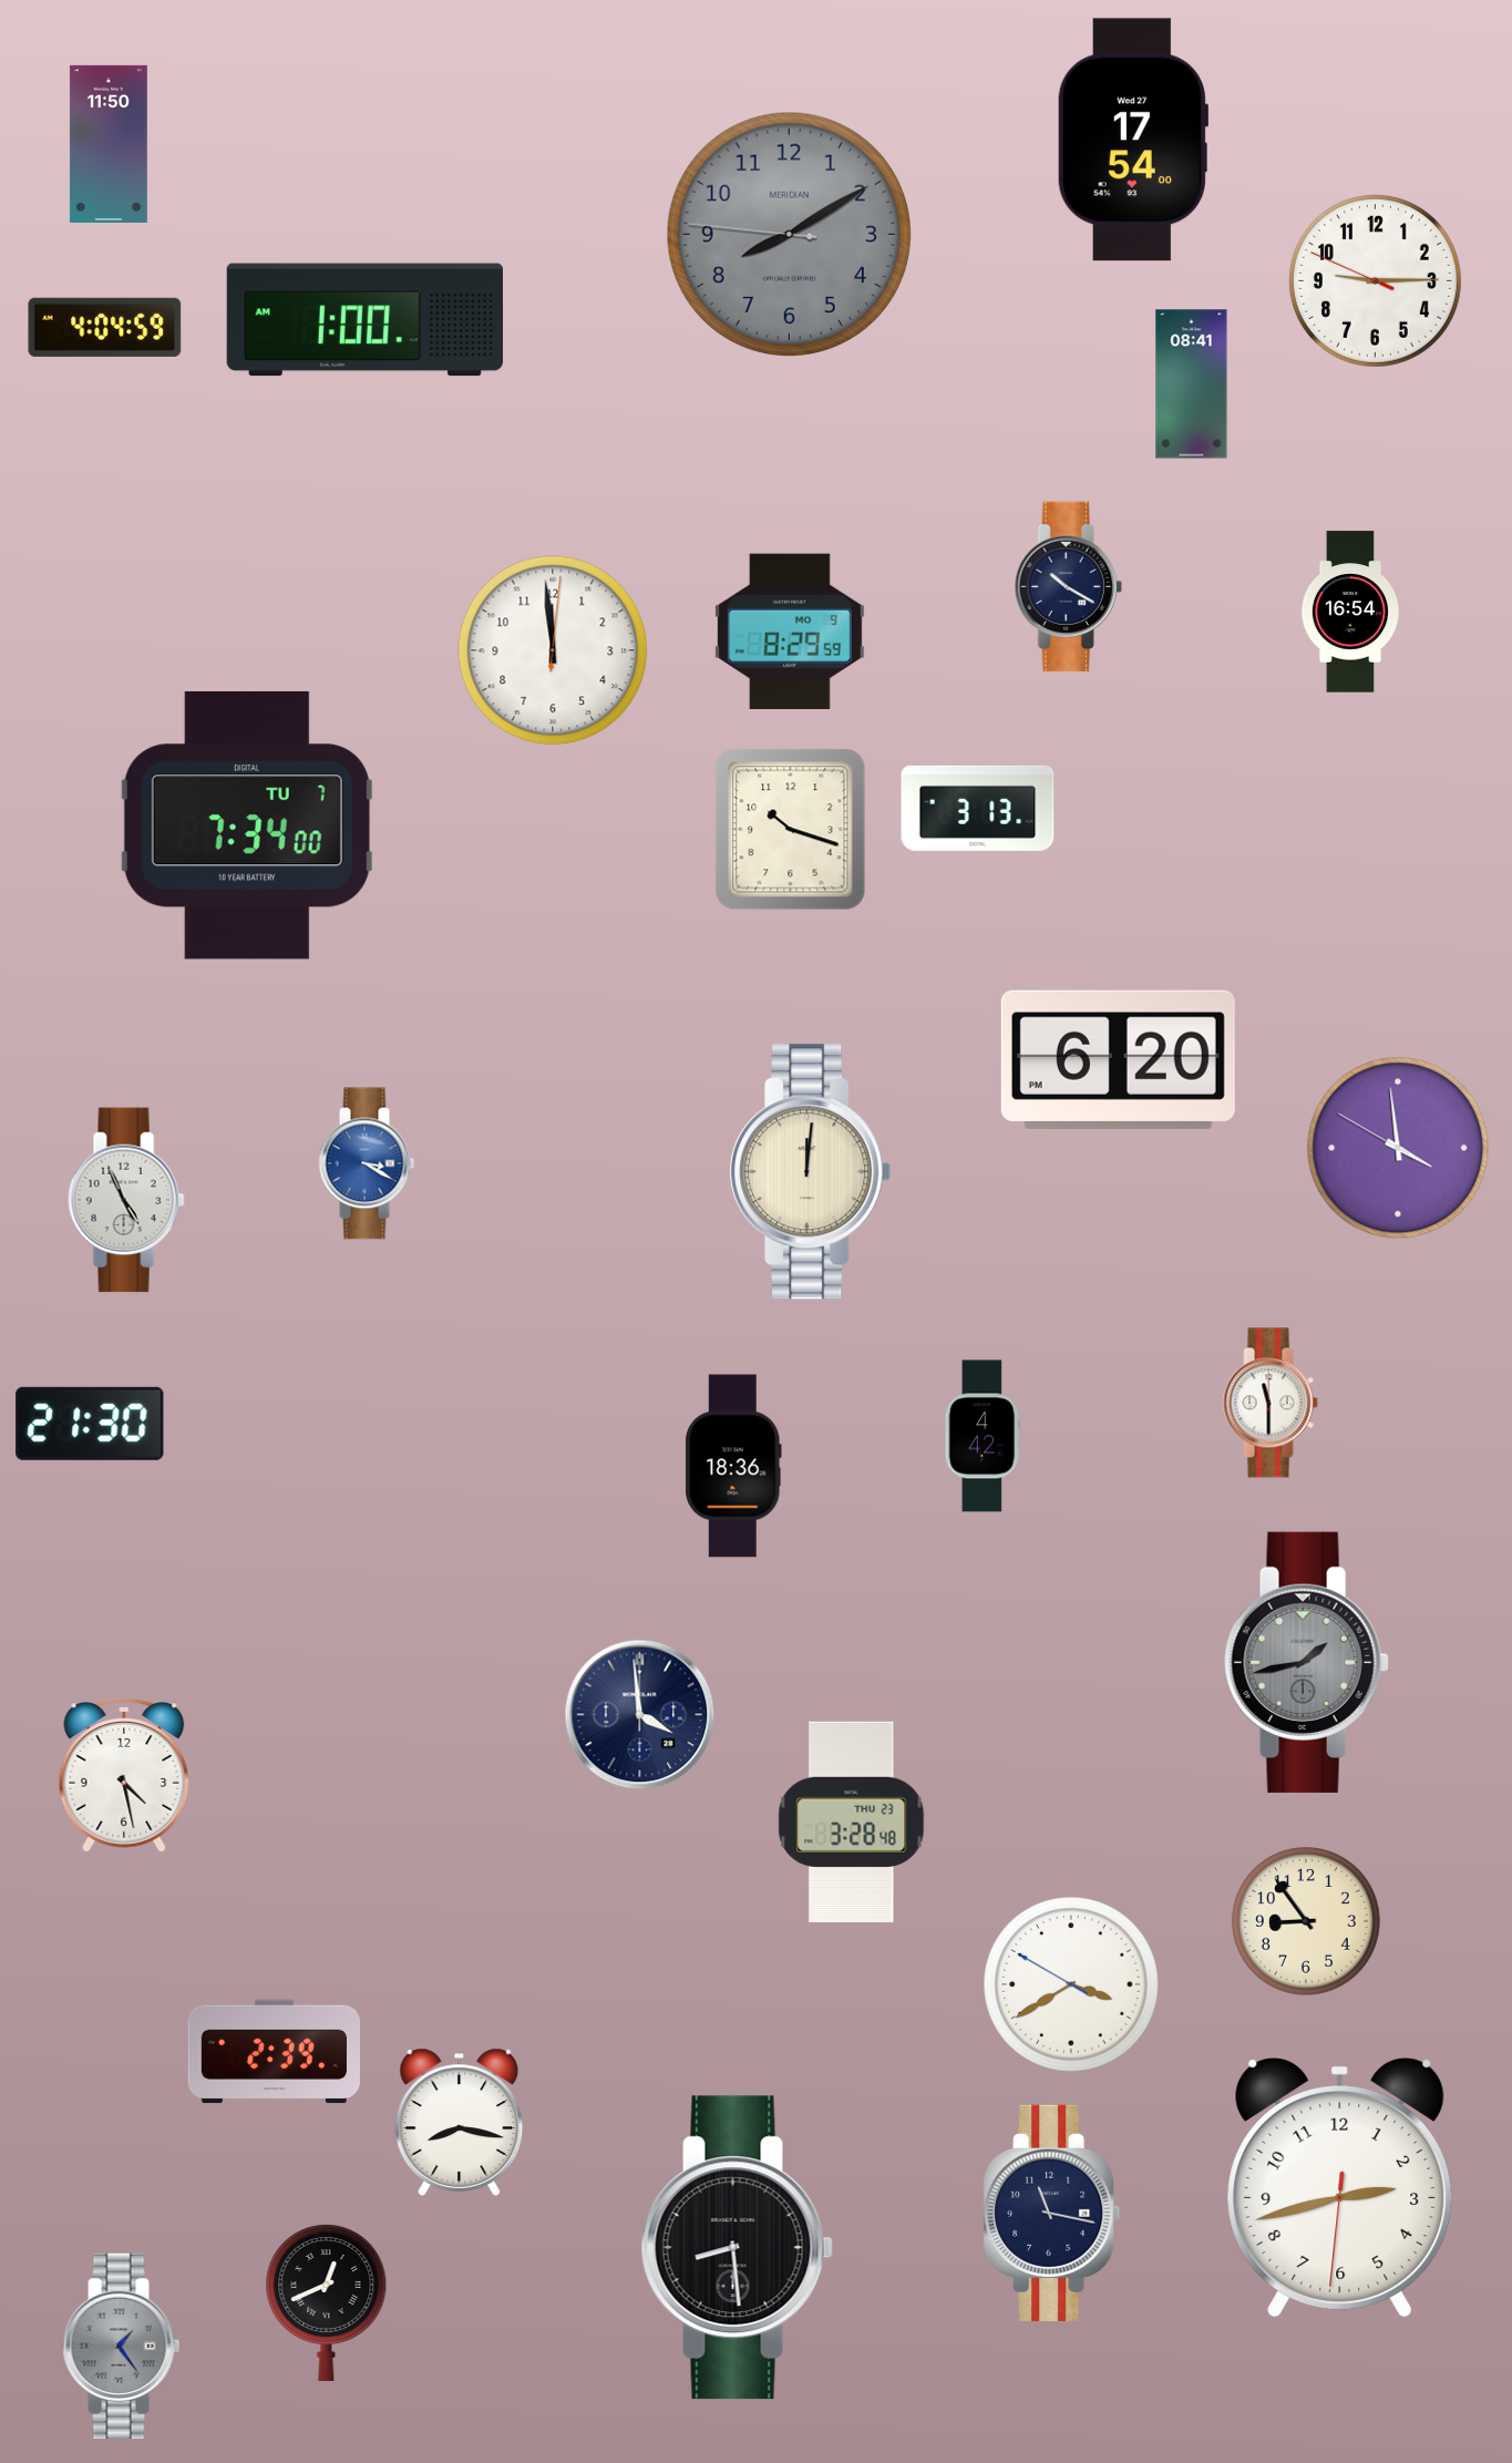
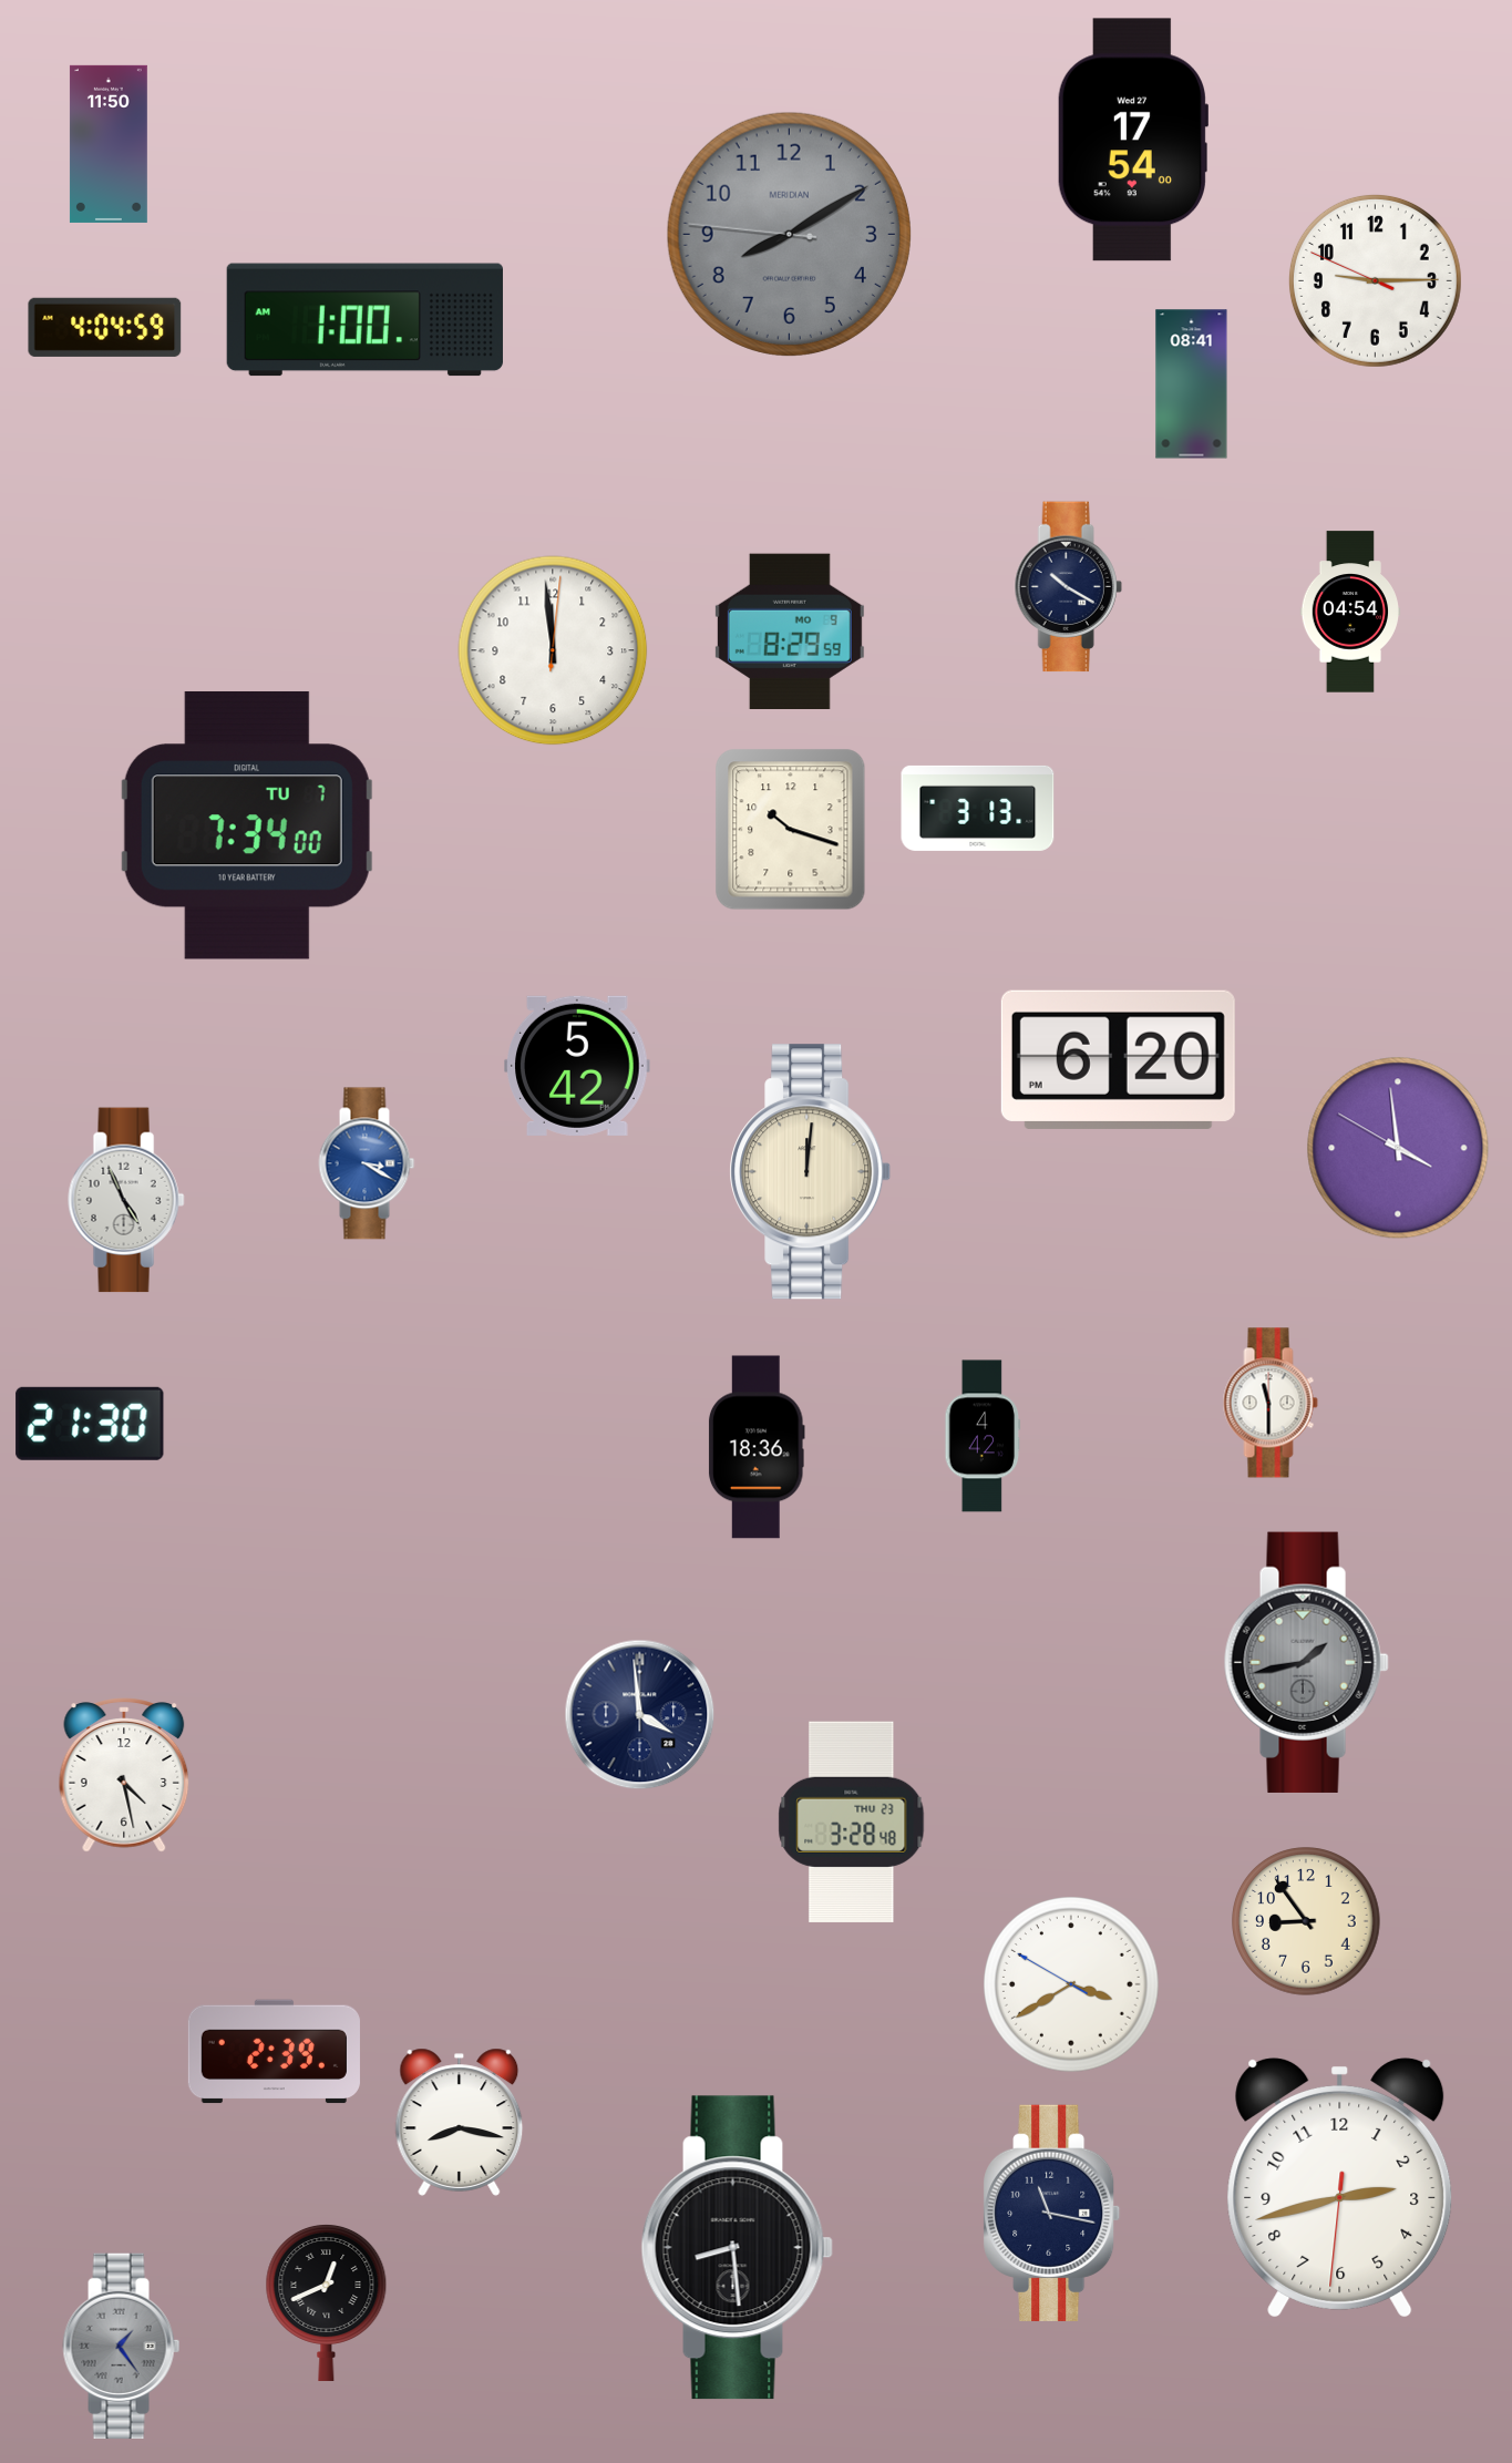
clock at (1350, 612): 16:54 -> 04:54
clock at (577, 1066): none -> 5:42
clock at (733, 1466) position: (733, 1466) -> (757, 1447)
